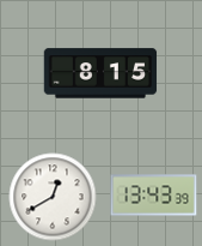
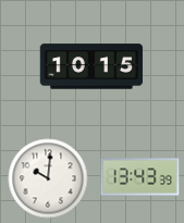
clock at (100, 73): 8:15 -> 10:15
clock at (53, 197): 12:40 -> 10:01
